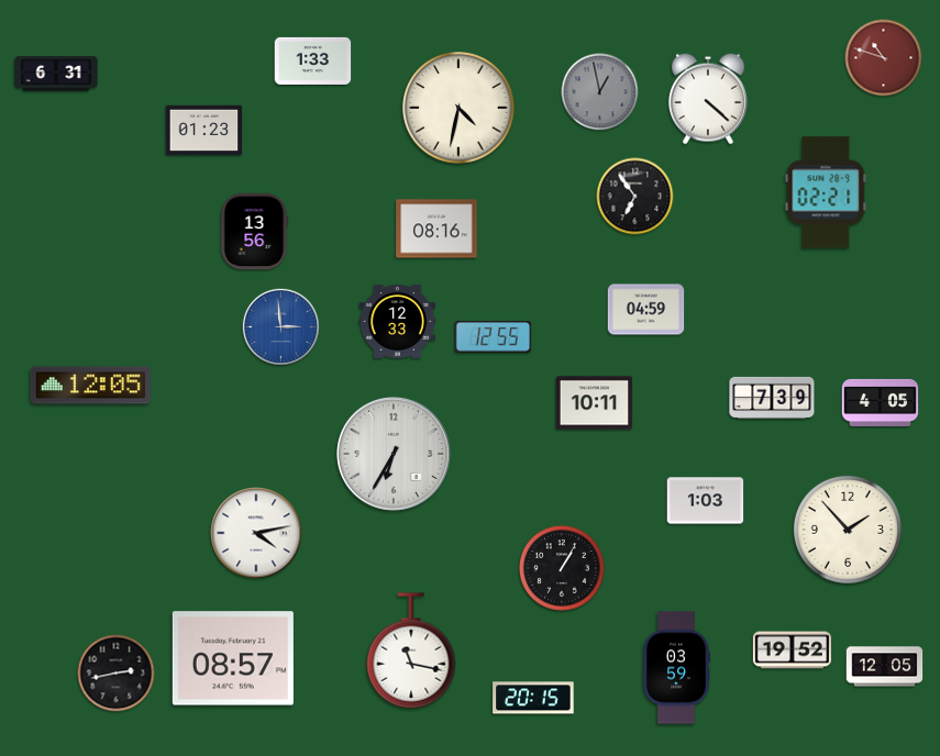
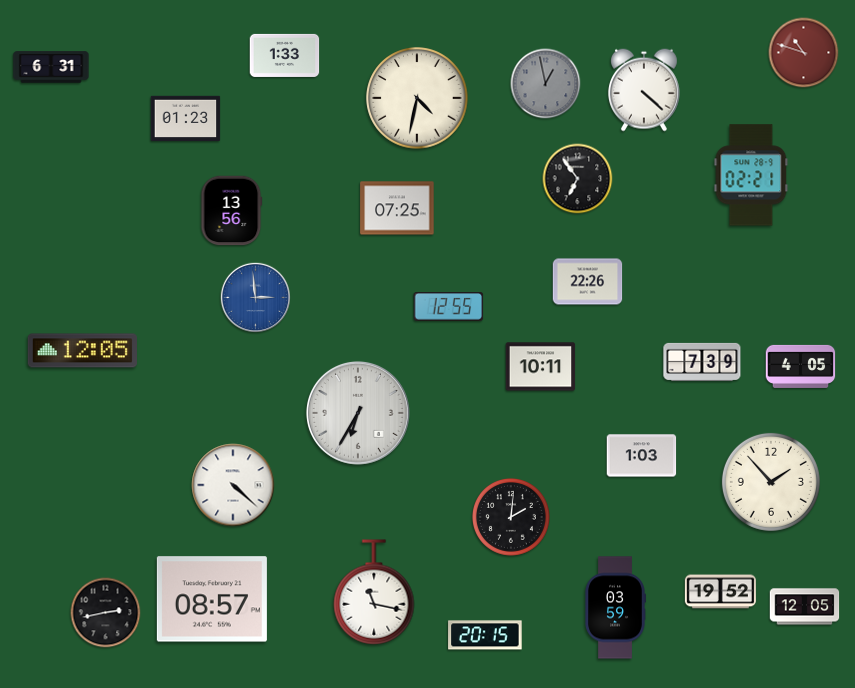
clock at (436, 229): 08:16 -> 07:25
clock at (646, 310): 04:59 -> 22:26
clock at (398, 321): 12:33 -> none
clock at (256, 533): 4:13 -> 4:22
clock at (562, 568): 1:05 -> 2:01
